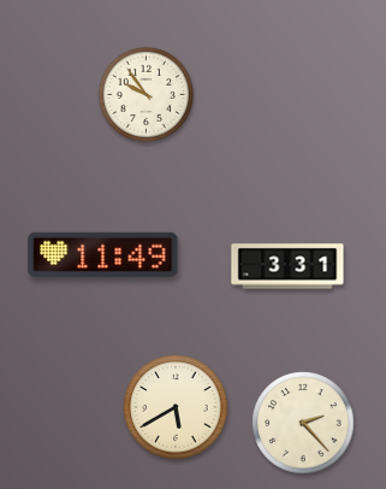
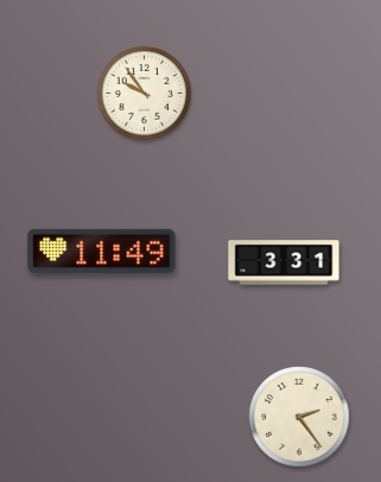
clock at (176, 407): 5:40 -> none
clock at (303, 423): 2:23 -> 2:24
